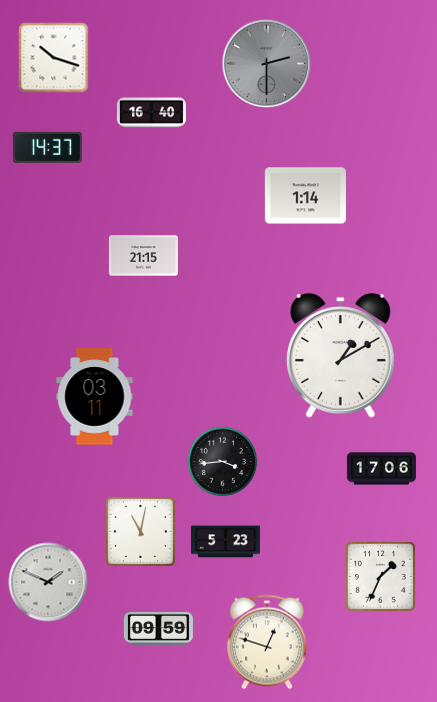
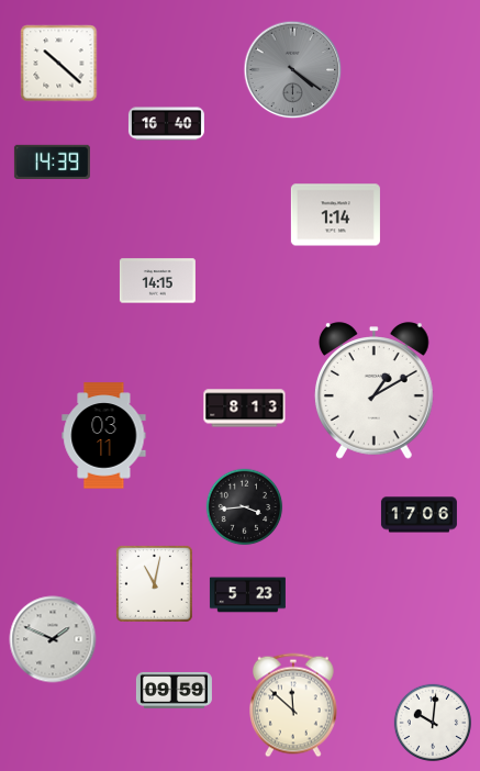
clock at (54, 58): 10:18 -> 10:22
clock at (267, 64): 2:30 -> 4:21
clock at (47, 147): 14:37 -> 14:39
clock at (143, 256): 21:15 -> 14:15
clock at (245, 409): none -> 8:13
clock at (380, 576): 1:34 -> none
clock at (268, 642): 12:48 -> 11:52
clock at (433, 723): none -> 10:01
